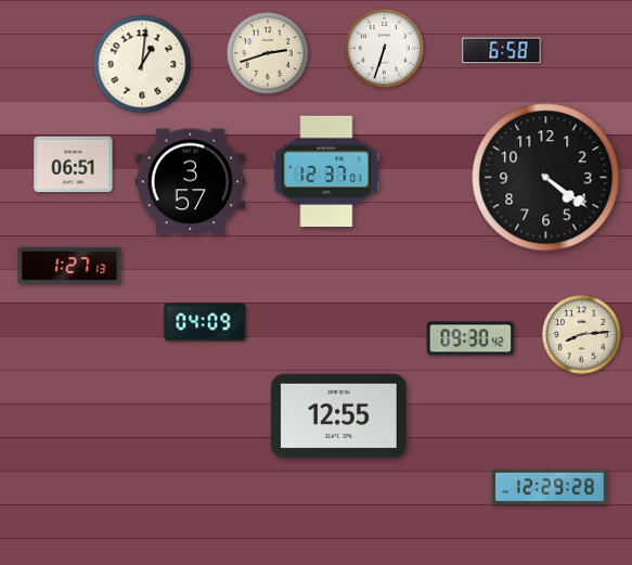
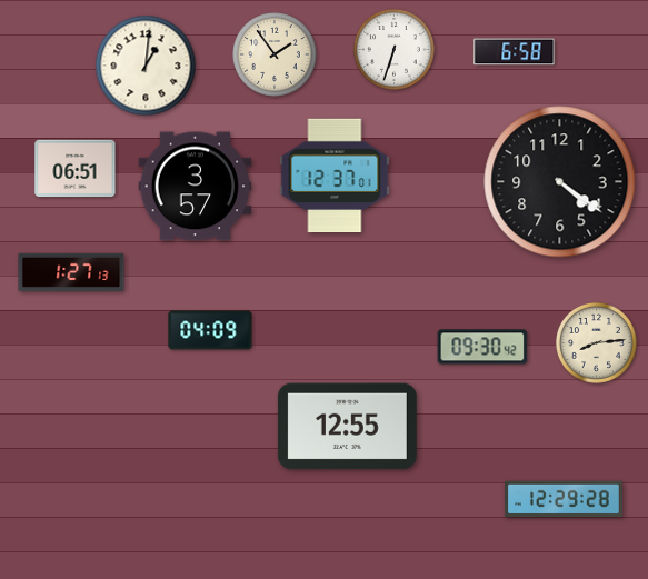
clock at (268, 53): 2:42 -> 1:54
